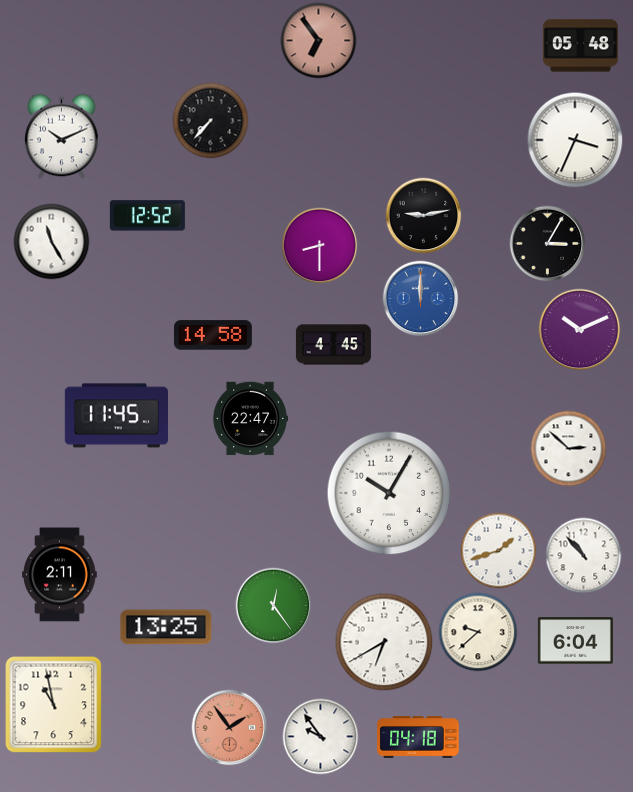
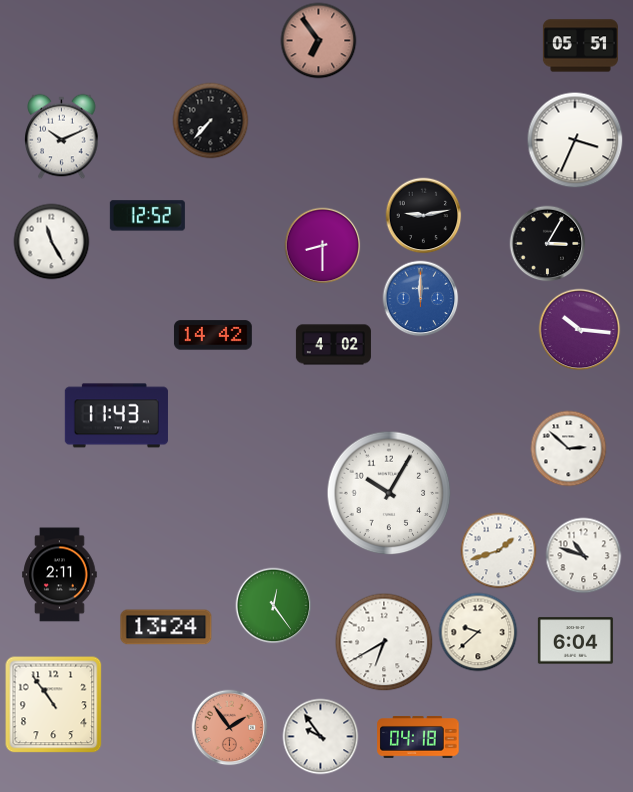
clock at (580, 46): 05:48 -> 05:51
clock at (320, 246) position: (320, 246) -> (323, 246)
clock at (580, 330): 10:11 -> 10:16
clock at (213, 335): 14:58 -> 14:42
clock at (333, 345): 4:45 -> 4:02
clock at (116, 416): 11:45 -> 11:43
clock at (250, 419): 22:47 -> none
clock at (584, 556): 10:53 -> 10:48
clock at (166, 627): 13:25 -> 13:24
clock at (54, 705): 10:58 -> 10:54
